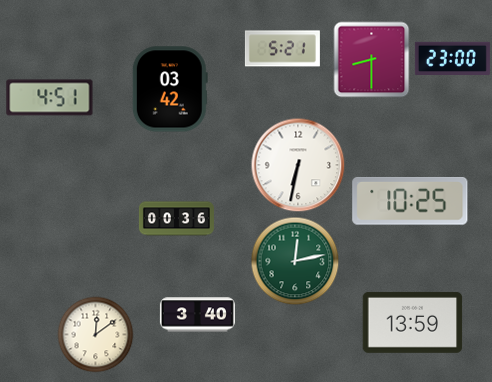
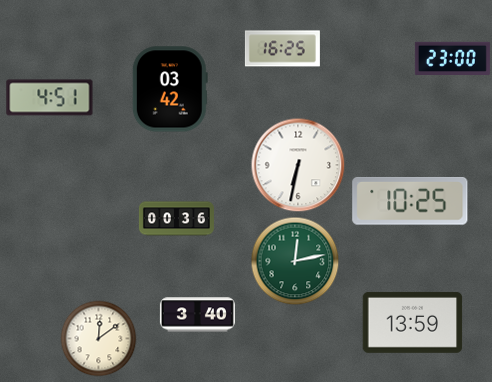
clock at (282, 49): 5:21 -> 16:25
clock at (372, 60): 8:30 -> none
clock at (96, 335) position: (96, 335) -> (99, 339)
